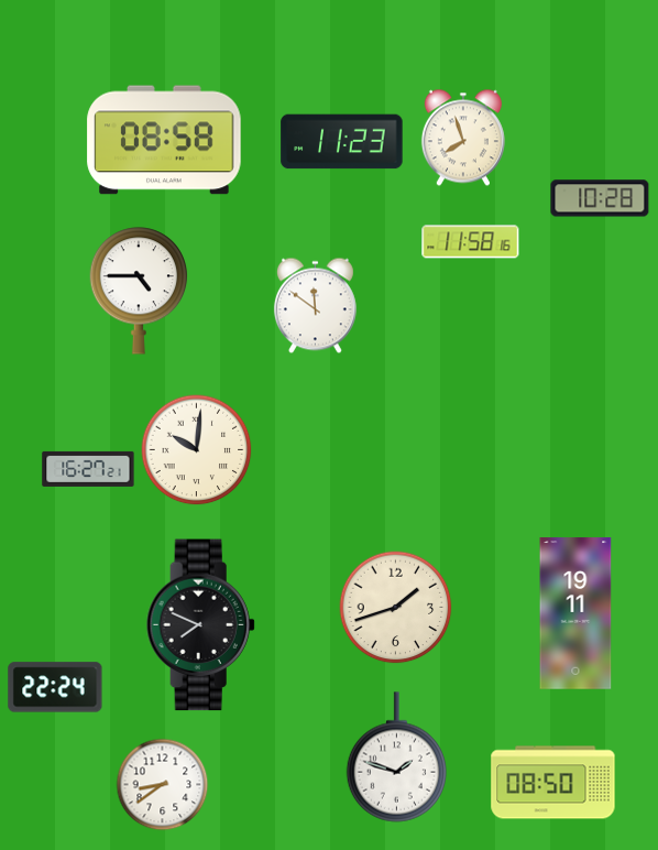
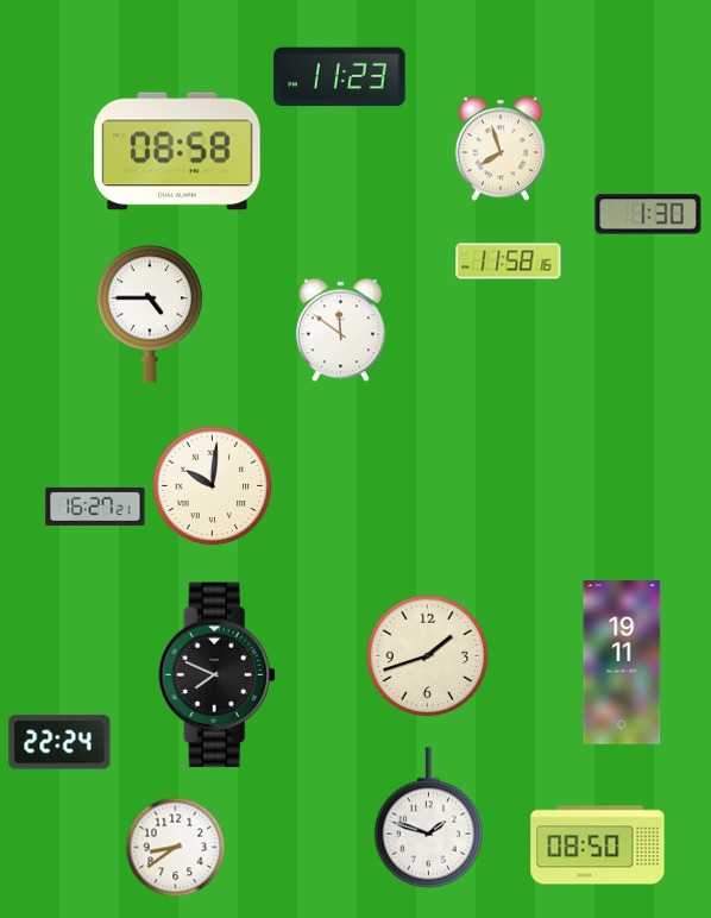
clock at (342, 142) position: (342, 142) -> (340, 77)
clock at (600, 198): 10:28 -> 1:30
